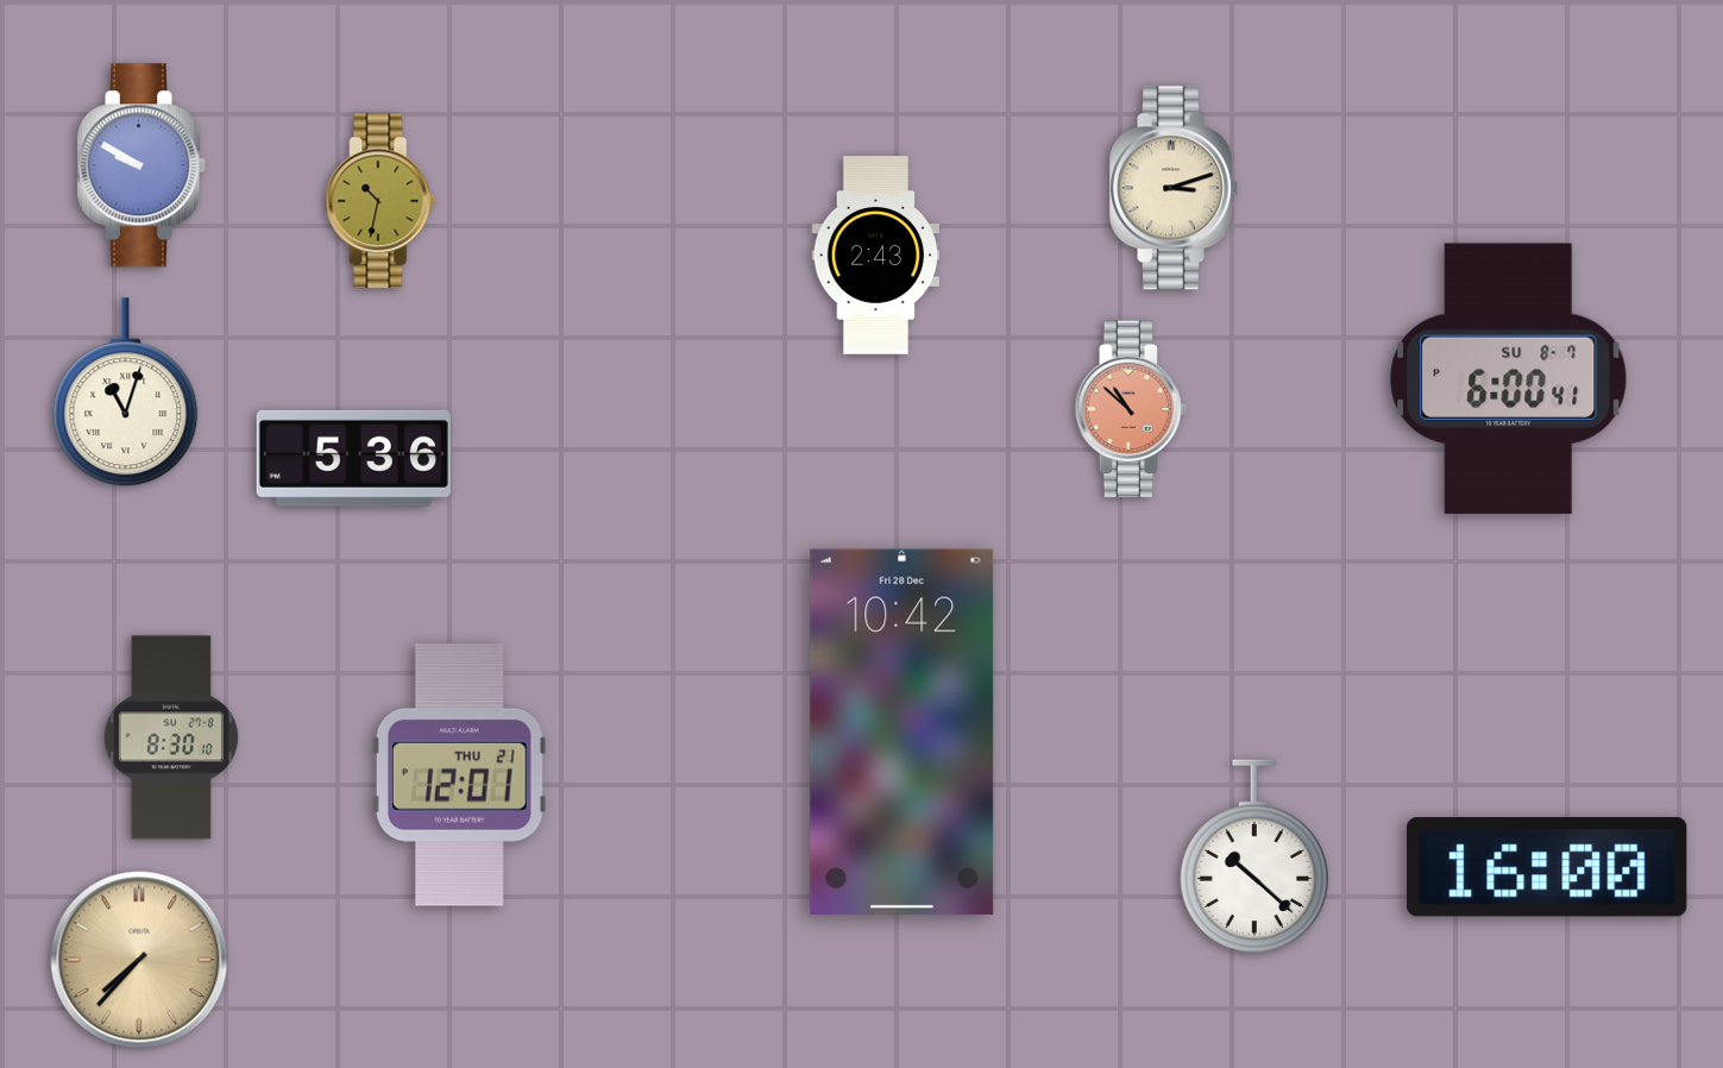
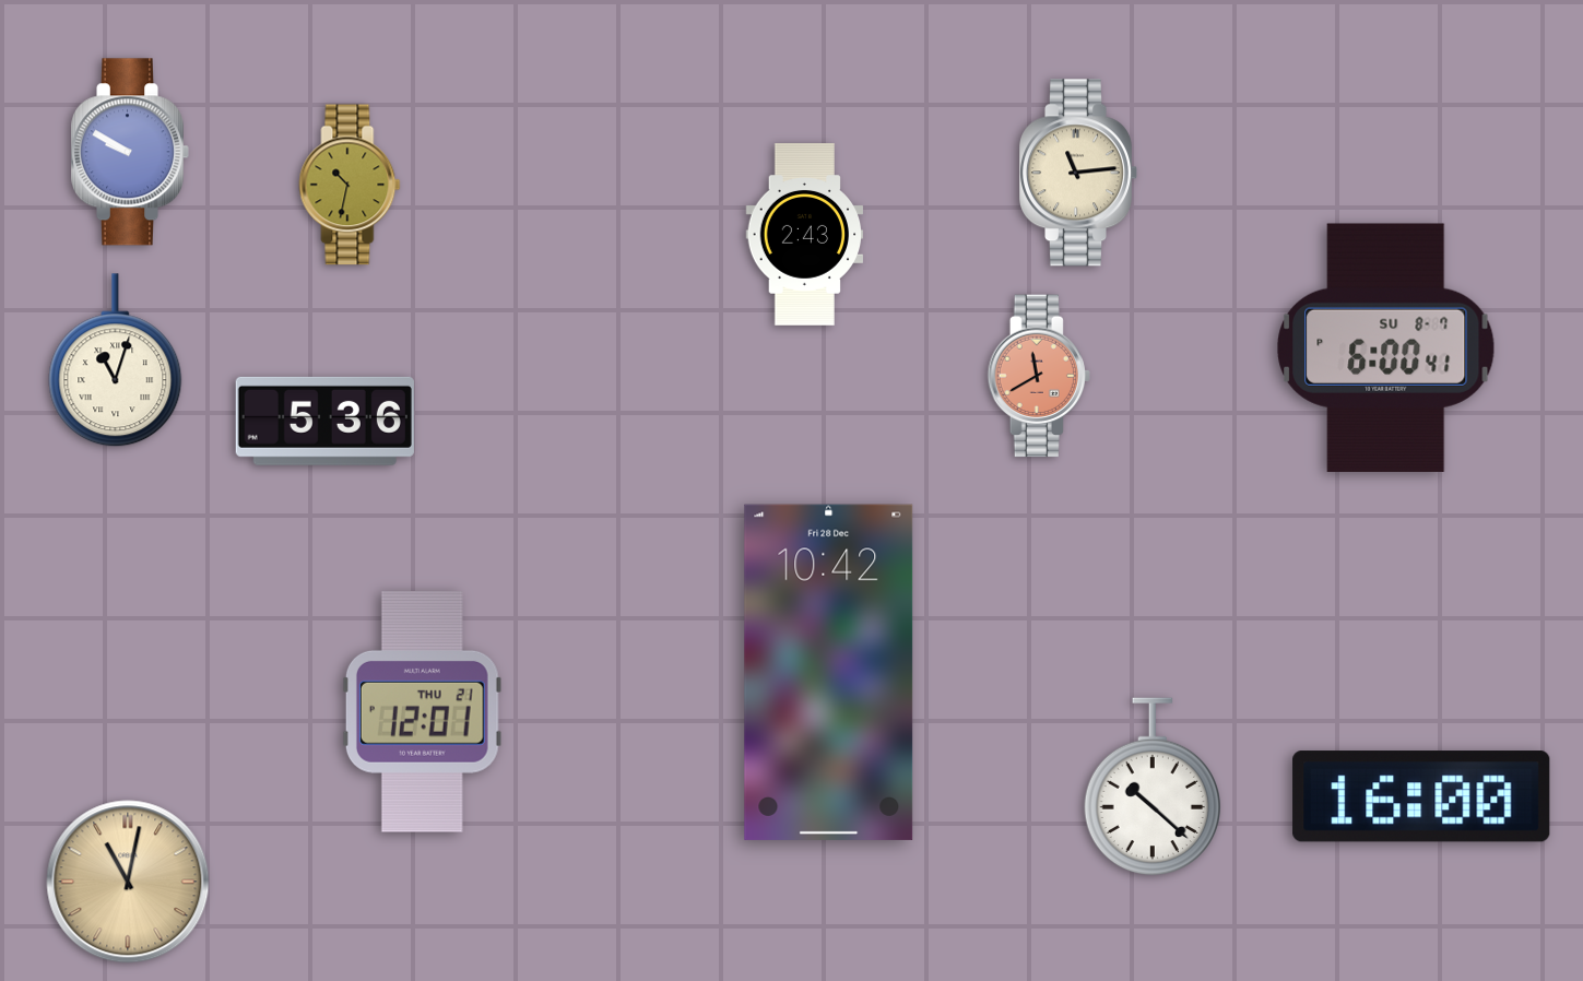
clock at (1174, 188): 3:12 -> 11:14
clock at (1131, 409): 10:52 -> 11:40
clock at (171, 737): 8:30 -> none
clock at (139, 960): 7:37 -> 11:02
